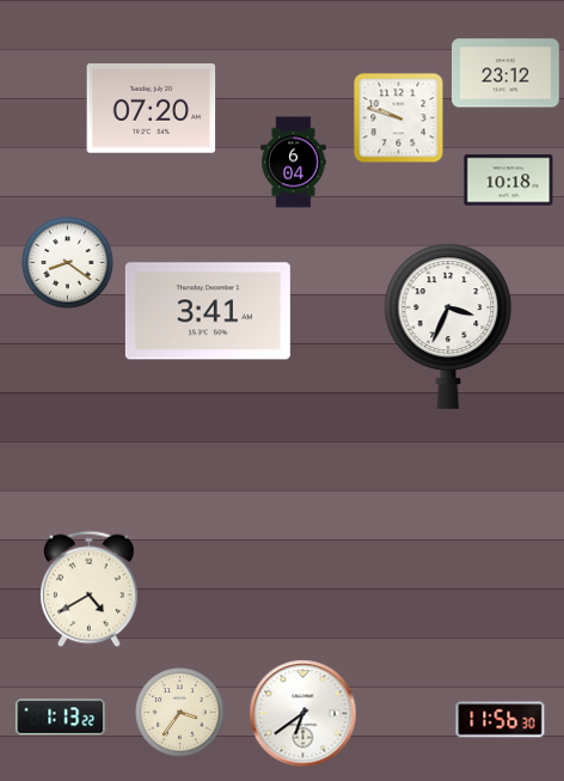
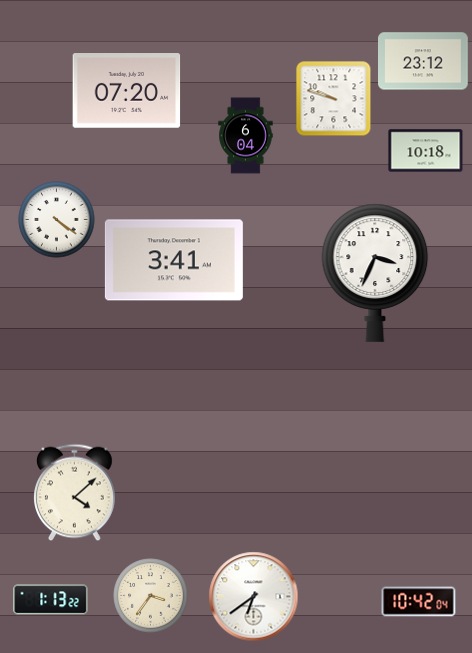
clock at (68, 263): 8:21 -> 4:21
clock at (90, 590): 4:40 -> 4:08
clock at (501, 720): 11:56 -> 10:42
